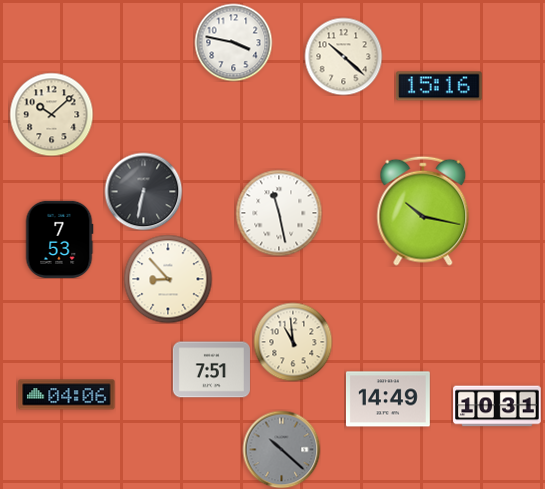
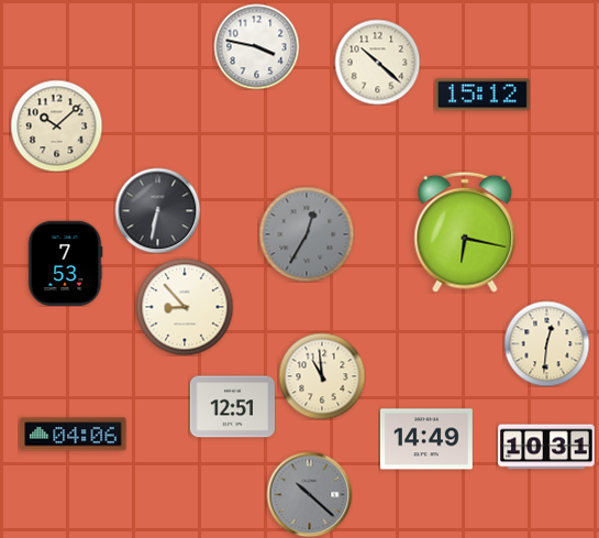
clock at (439, 86): 15:16 -> 15:12
clock at (423, 211): 10:17 -> 6:17
clock at (279, 213): 11:28 -> 12:35
clock at (279, 213) dial: white -> grey
clock at (546, 343): none -> 12:31
clock at (211, 370): 7:51 -> 12:51
